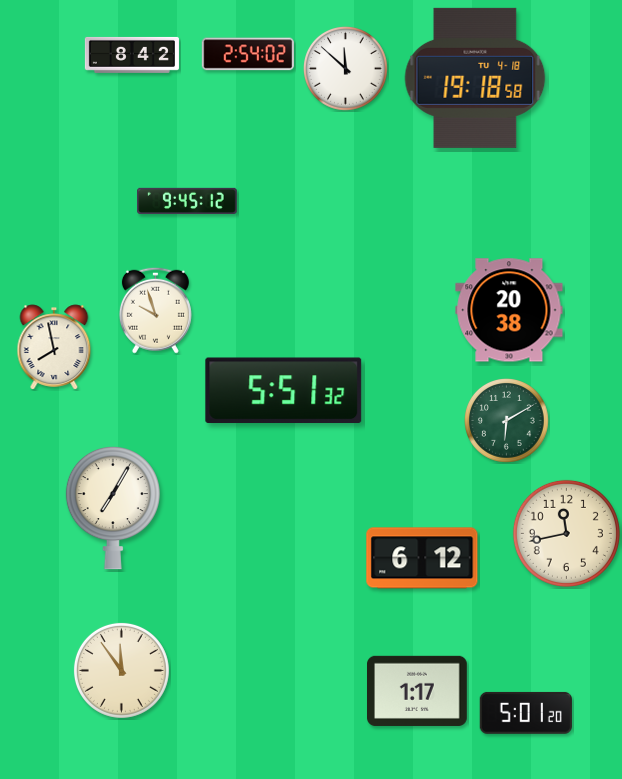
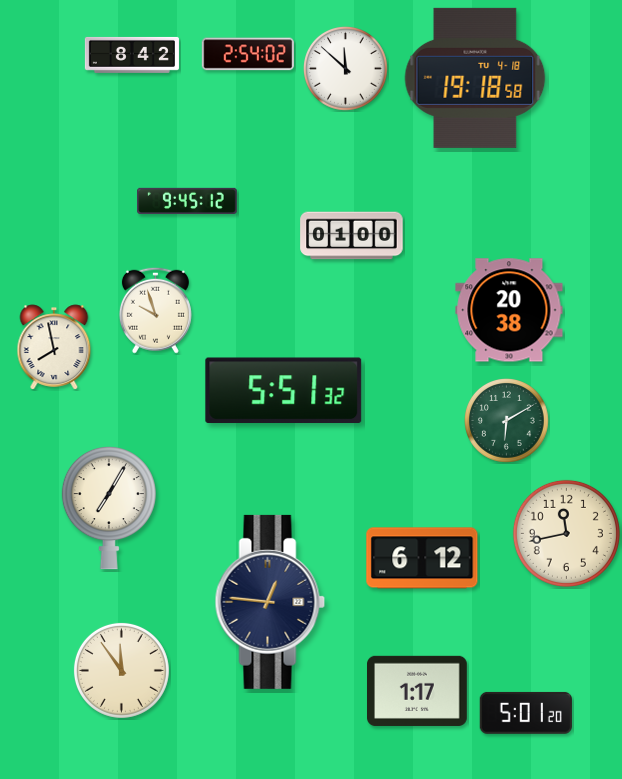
clock at (352, 236): none -> 01:00
clock at (113, 508) position: (113, 508) -> (109, 508)
clock at (270, 602): none -> 12:46
